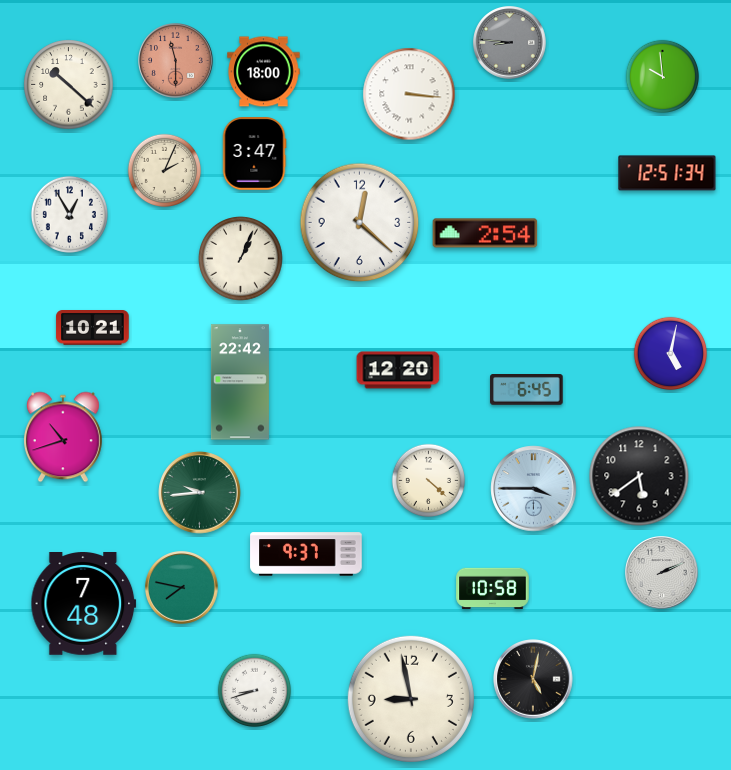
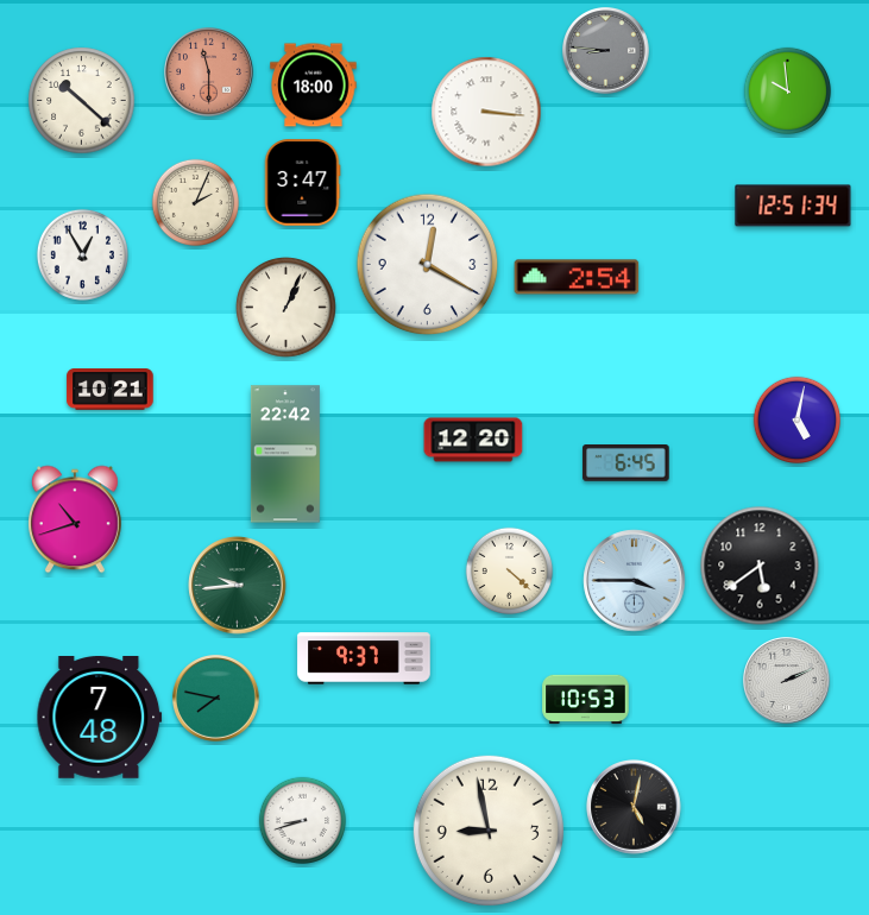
clock at (360, 223): 12:22 -> 12:20
clock at (493, 589): 10:58 -> 10:53
